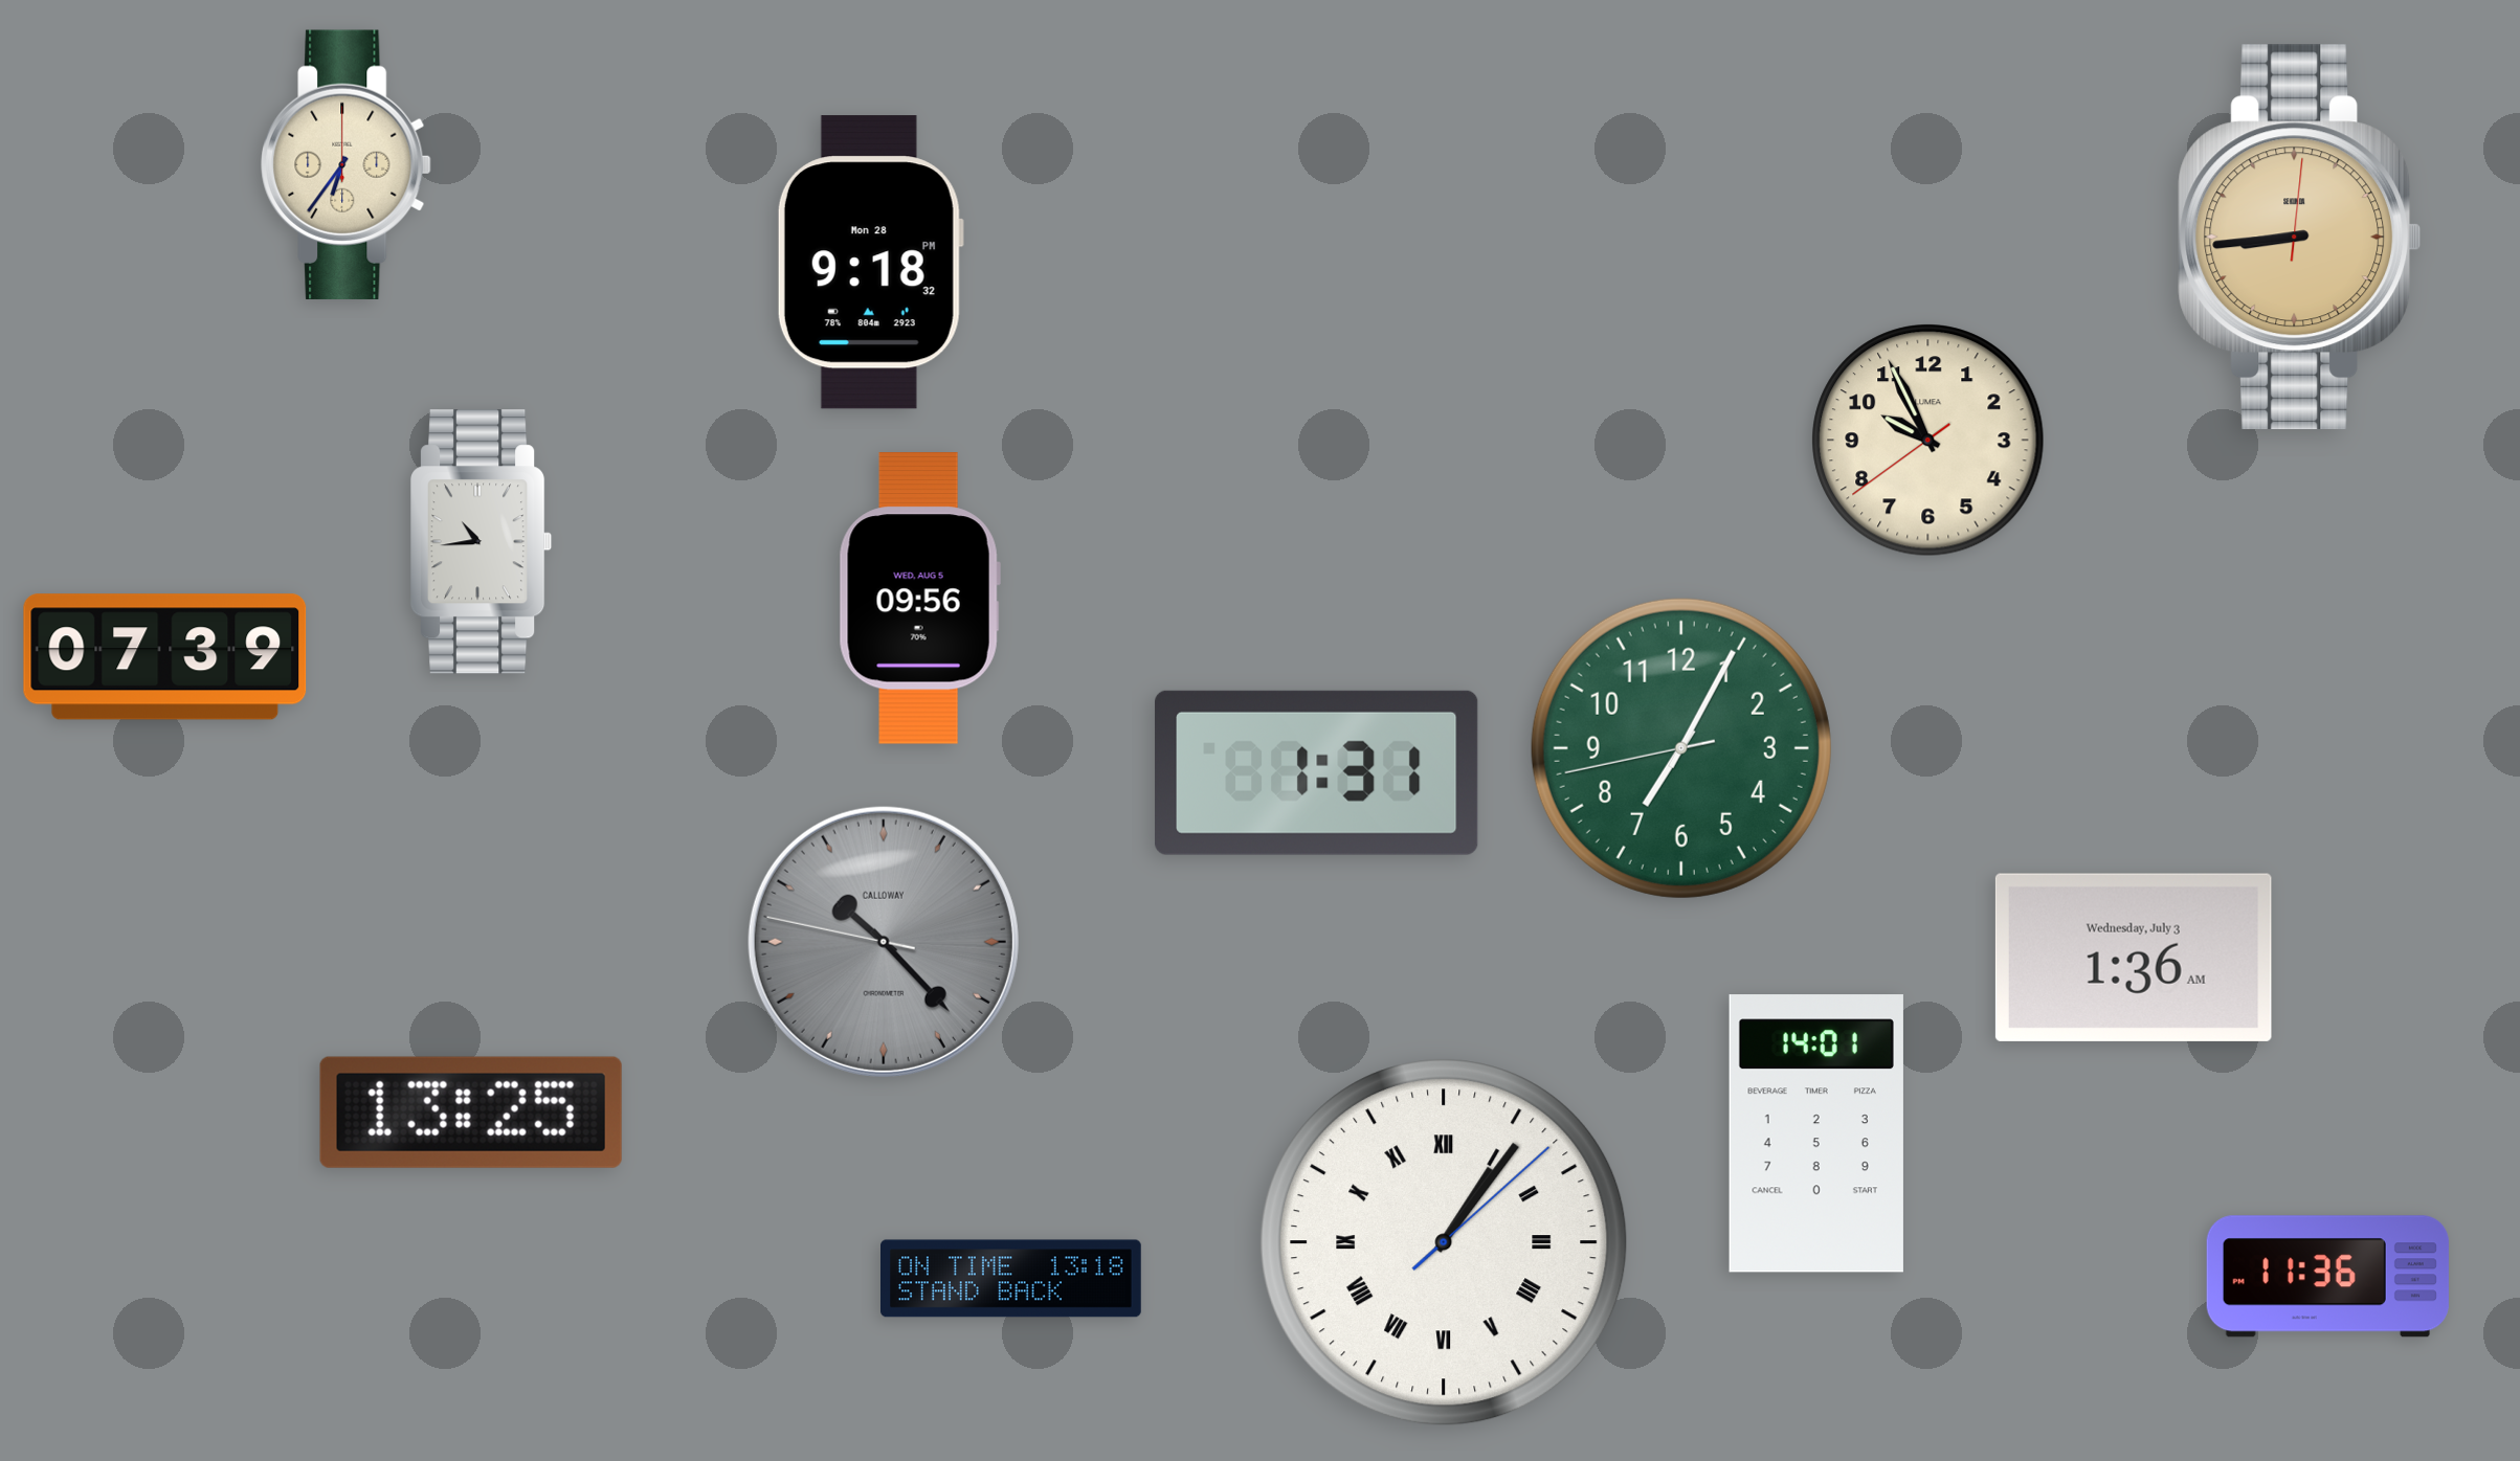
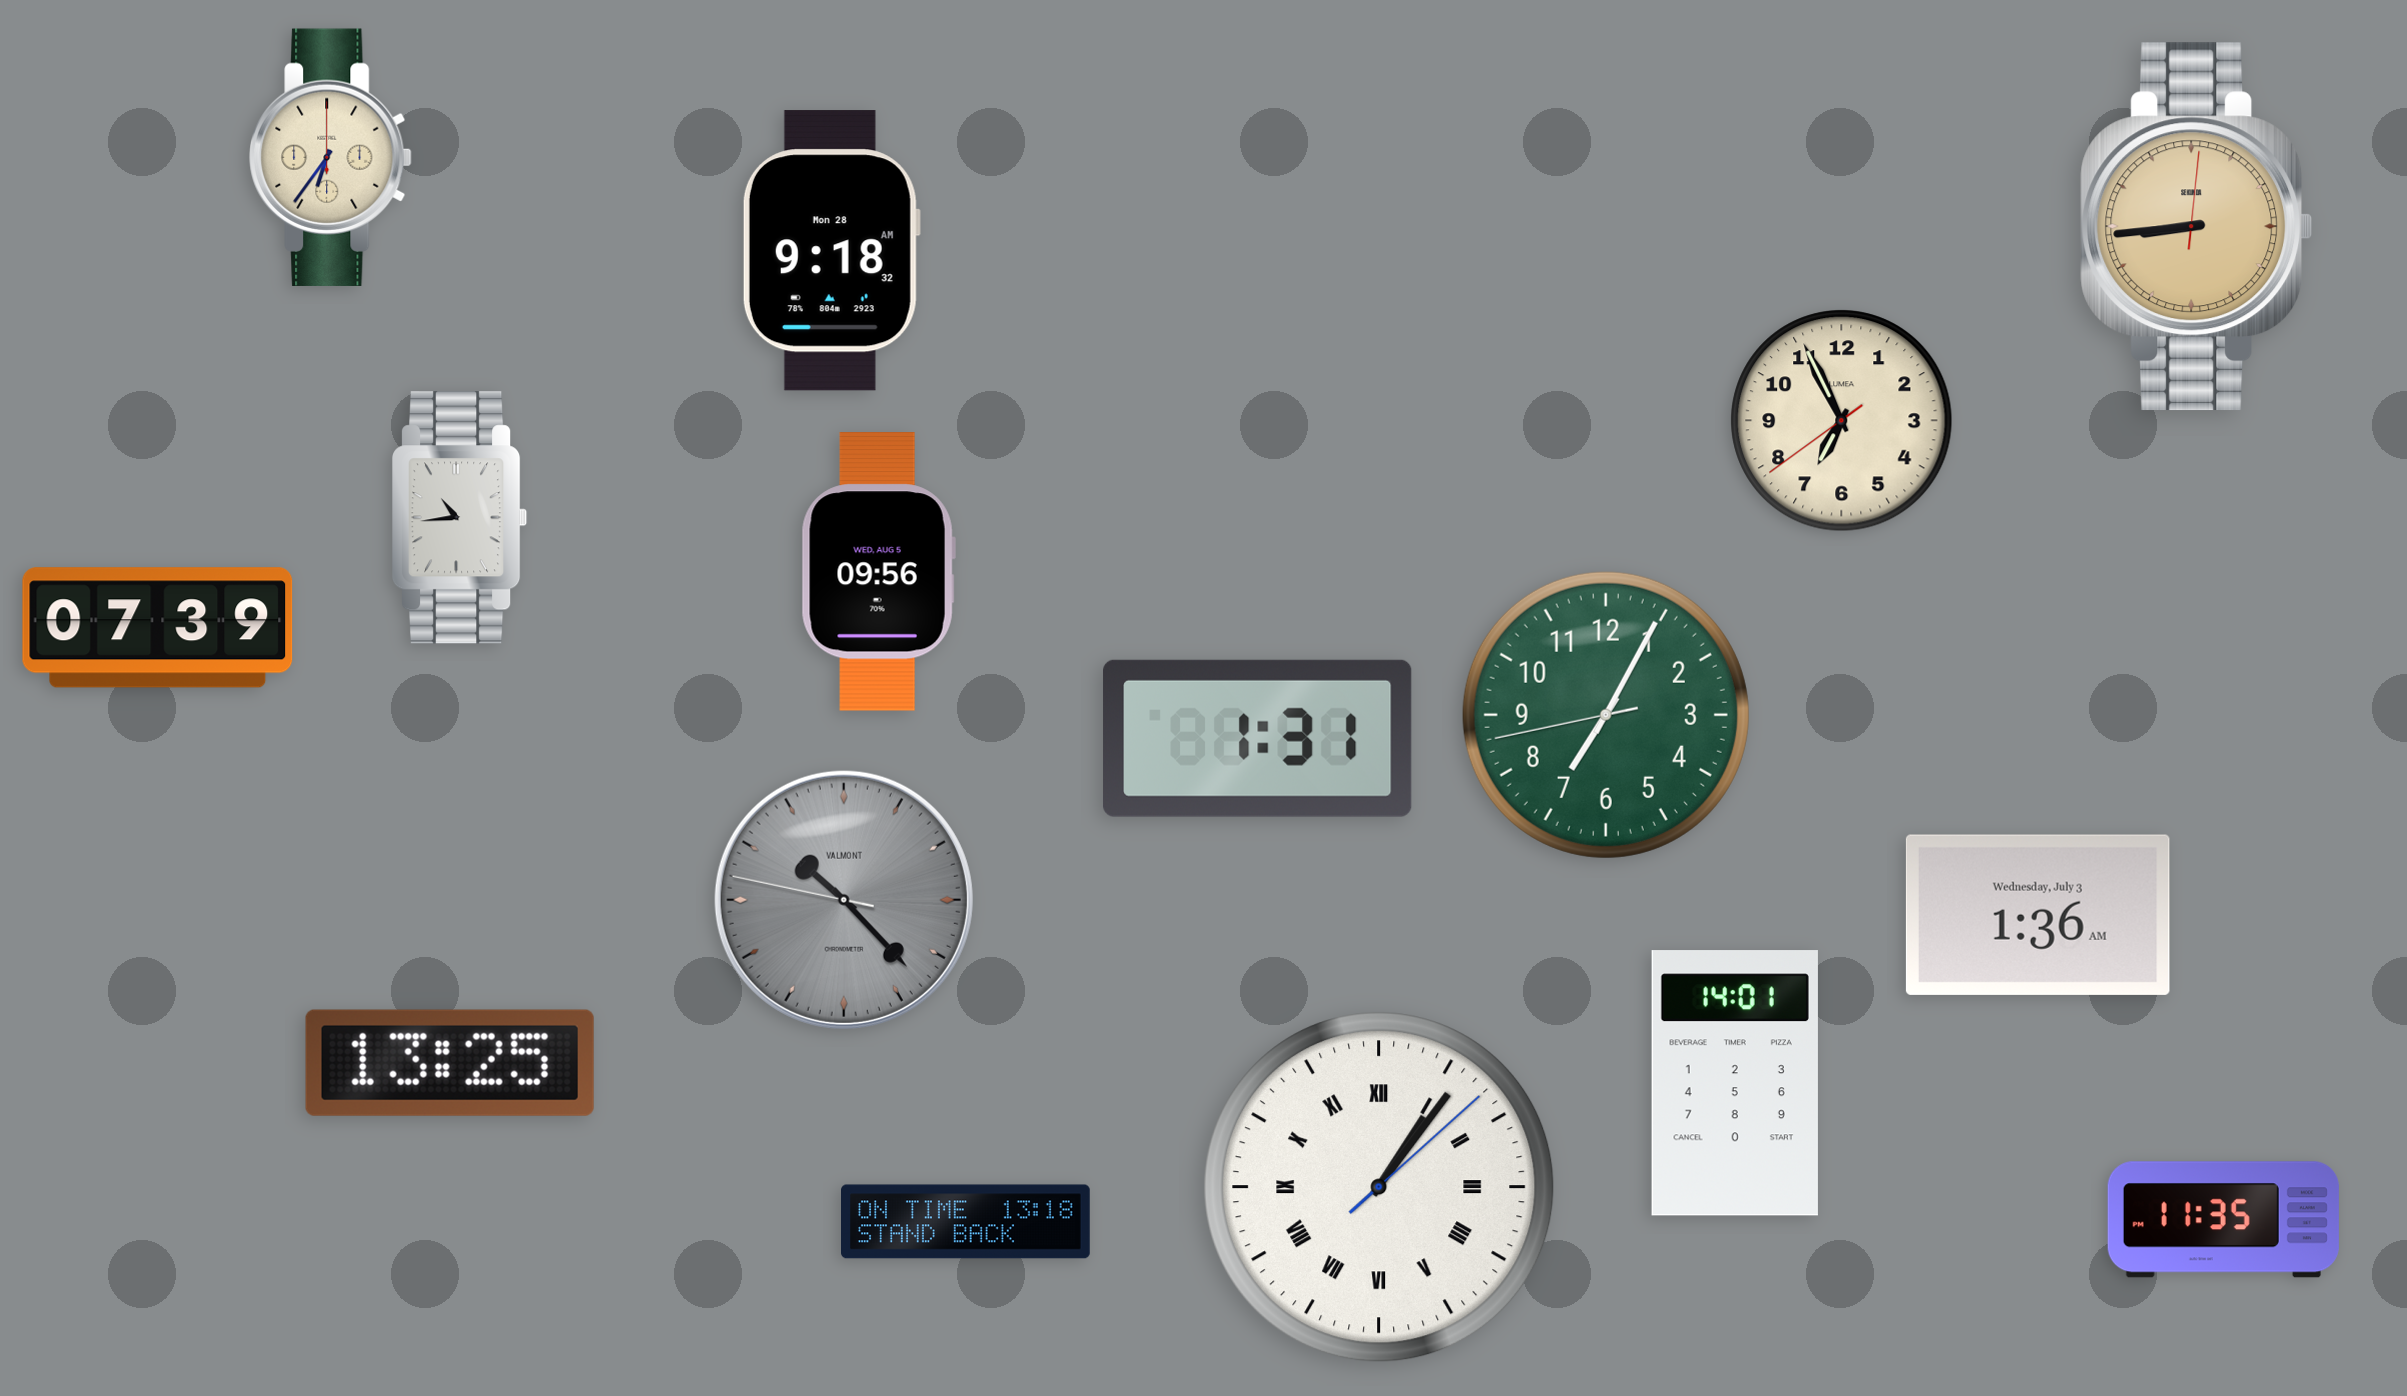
clock at (870, 263): 9:18:32 PM -> 9:18:32 AM
clock at (1928, 441): 9:55 -> 6:55
clock at (884, 942) brand: CALLOWAY -> VALMONT
clock at (2327, 1277): 11:36 -> 11:35
